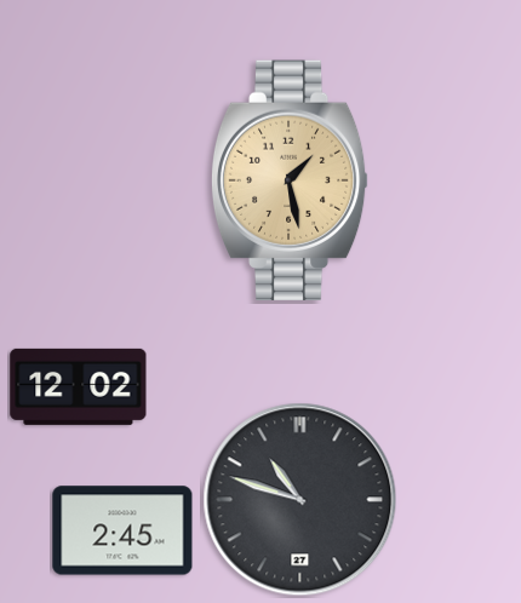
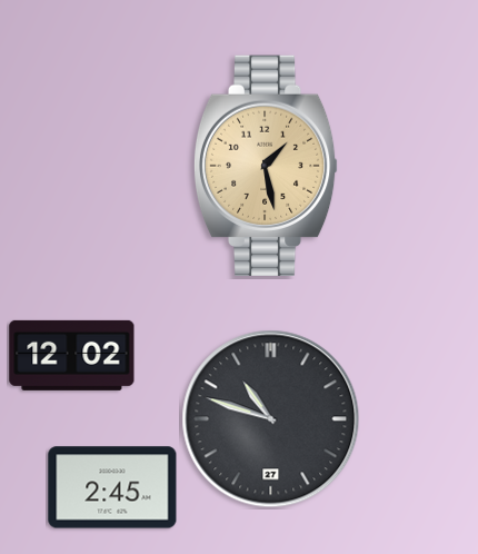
clock at (300, 500) position: (300, 500) -> (271, 419)
